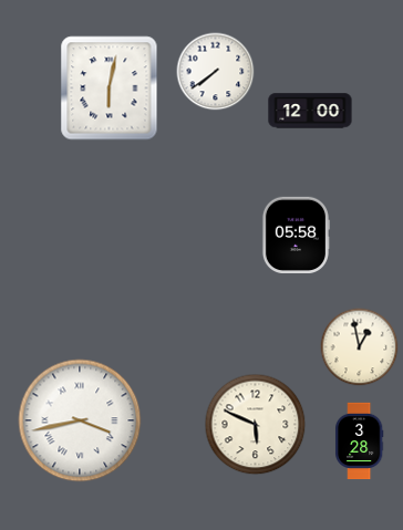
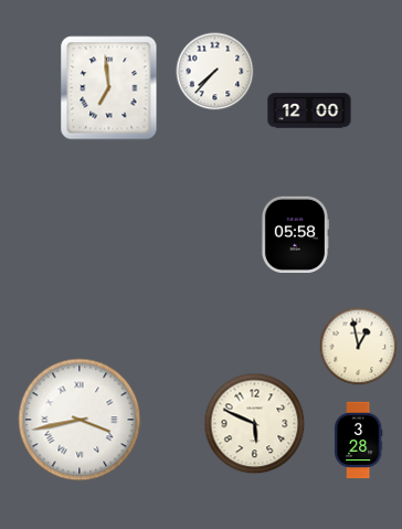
clock at (216, 72): 7:39 -> 7:37
clock at (110, 89): 6:02 -> 6:59
